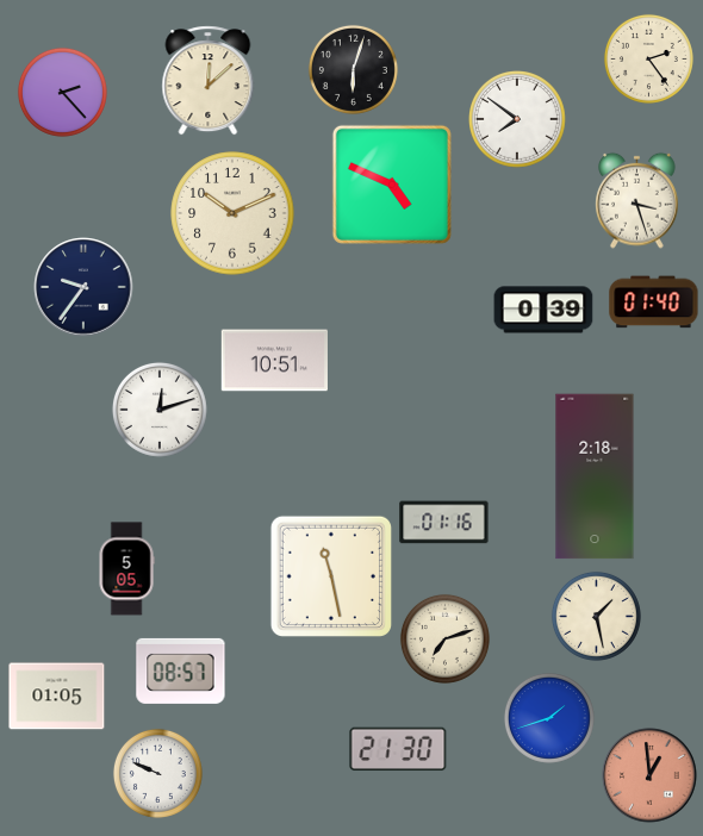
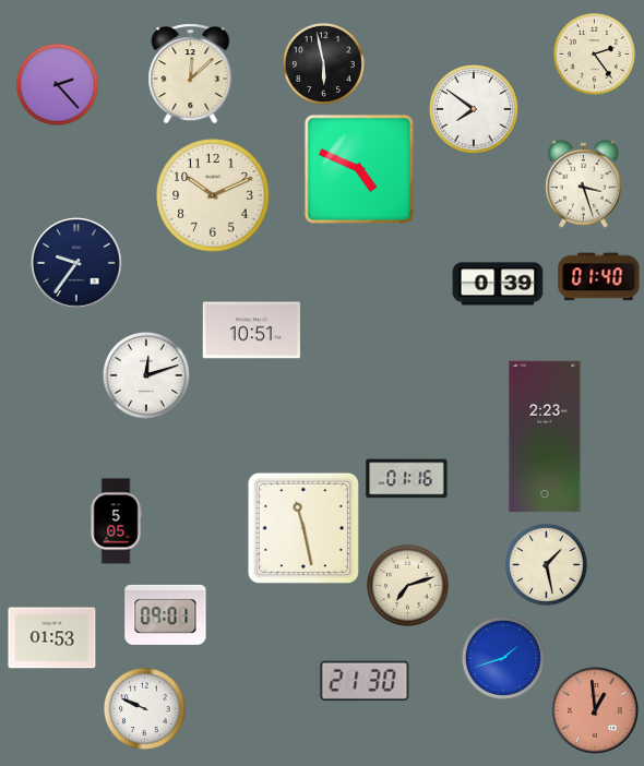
clock at (353, 69): 6:03 -> 5:58
clock at (595, 476): 2:18 -> 2:23
clock at (181, 670): 08:57 -> 09:01
clock at (57, 697): 01:05 -> 01:53
clock at (398, 749) position: (398, 749) -> (365, 681)
